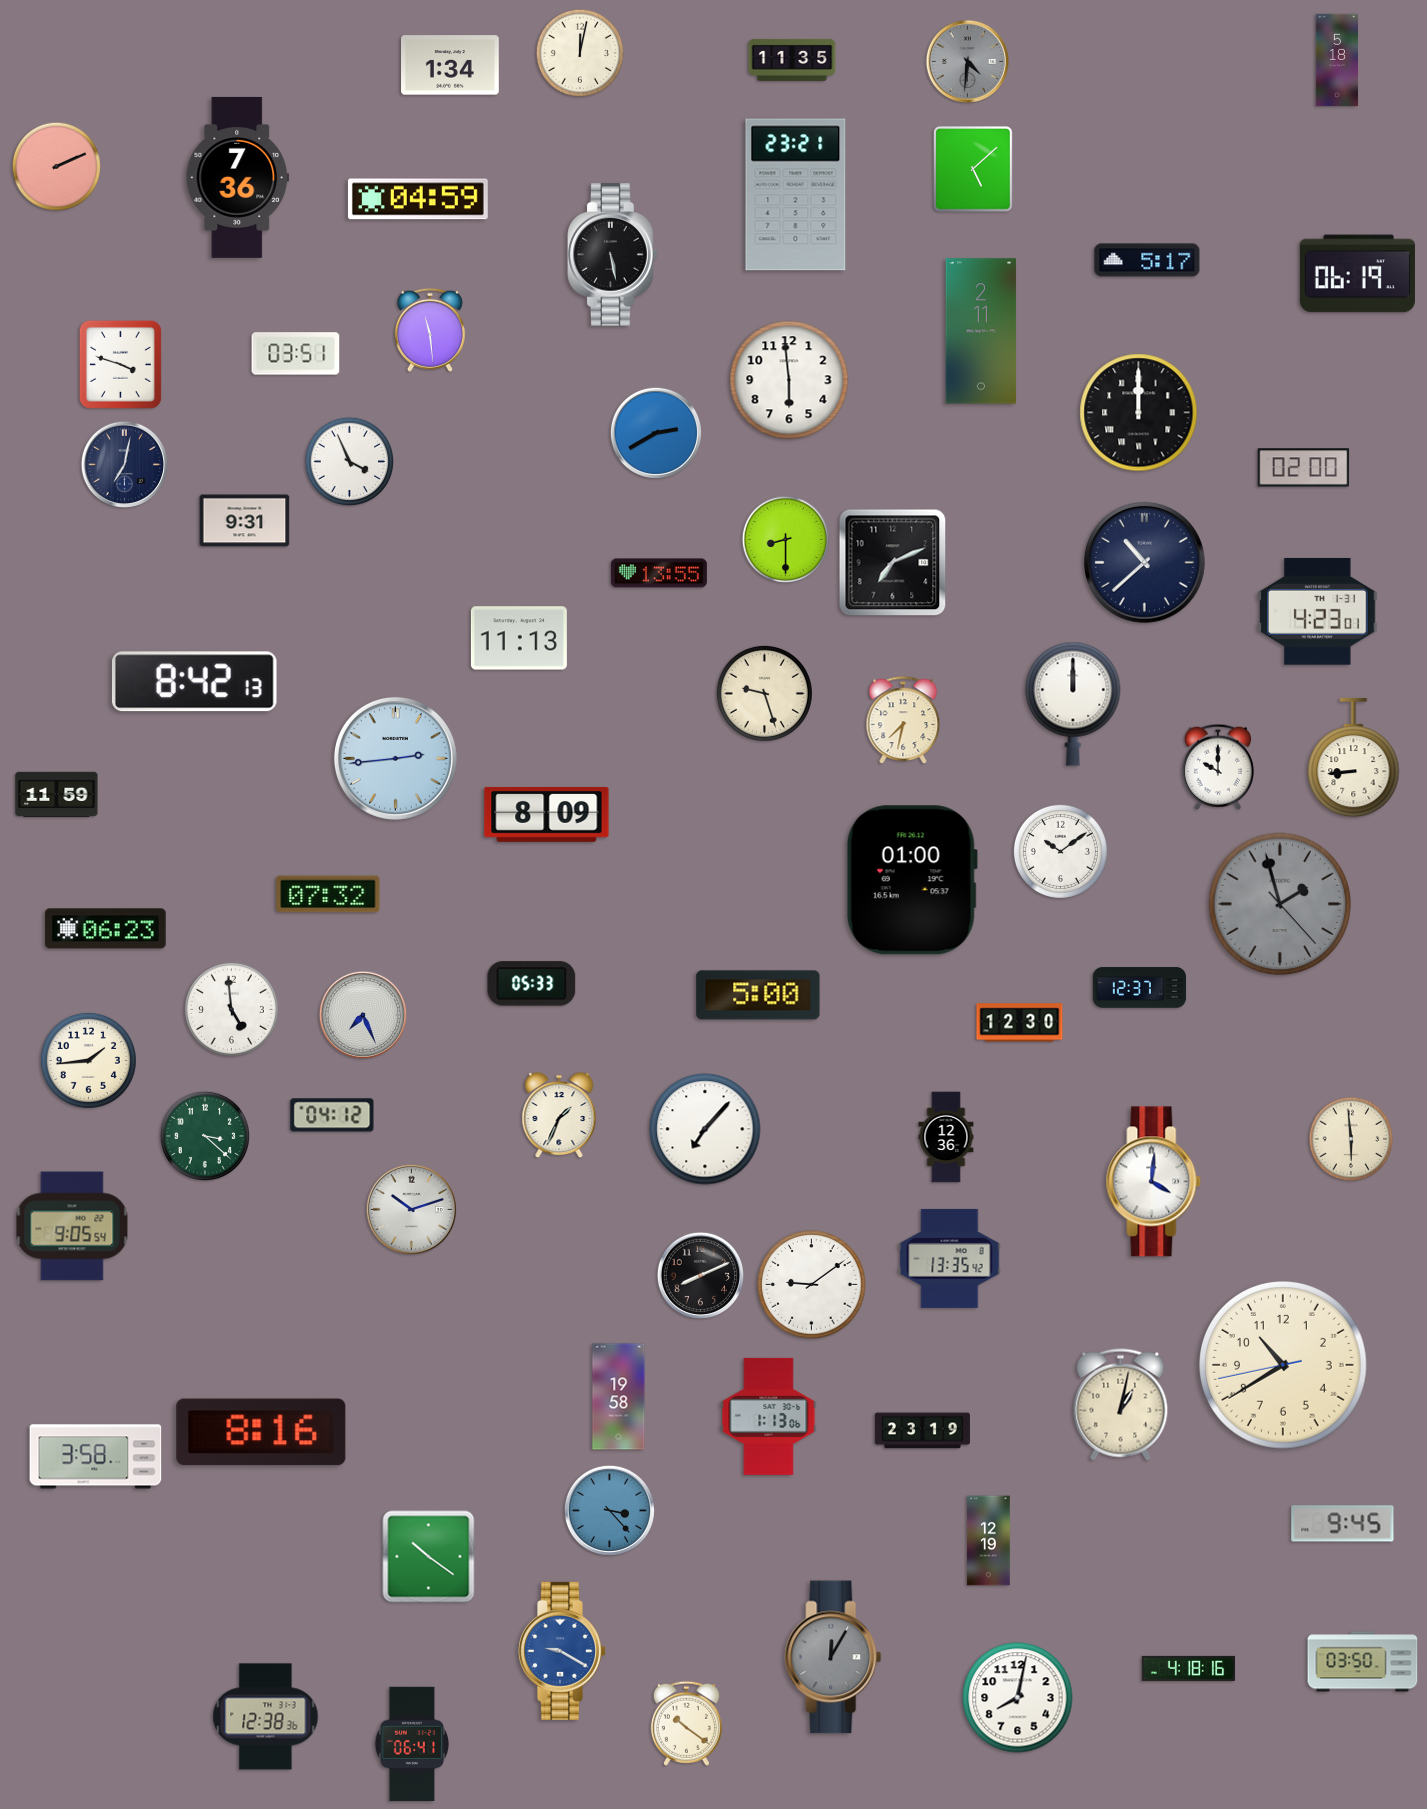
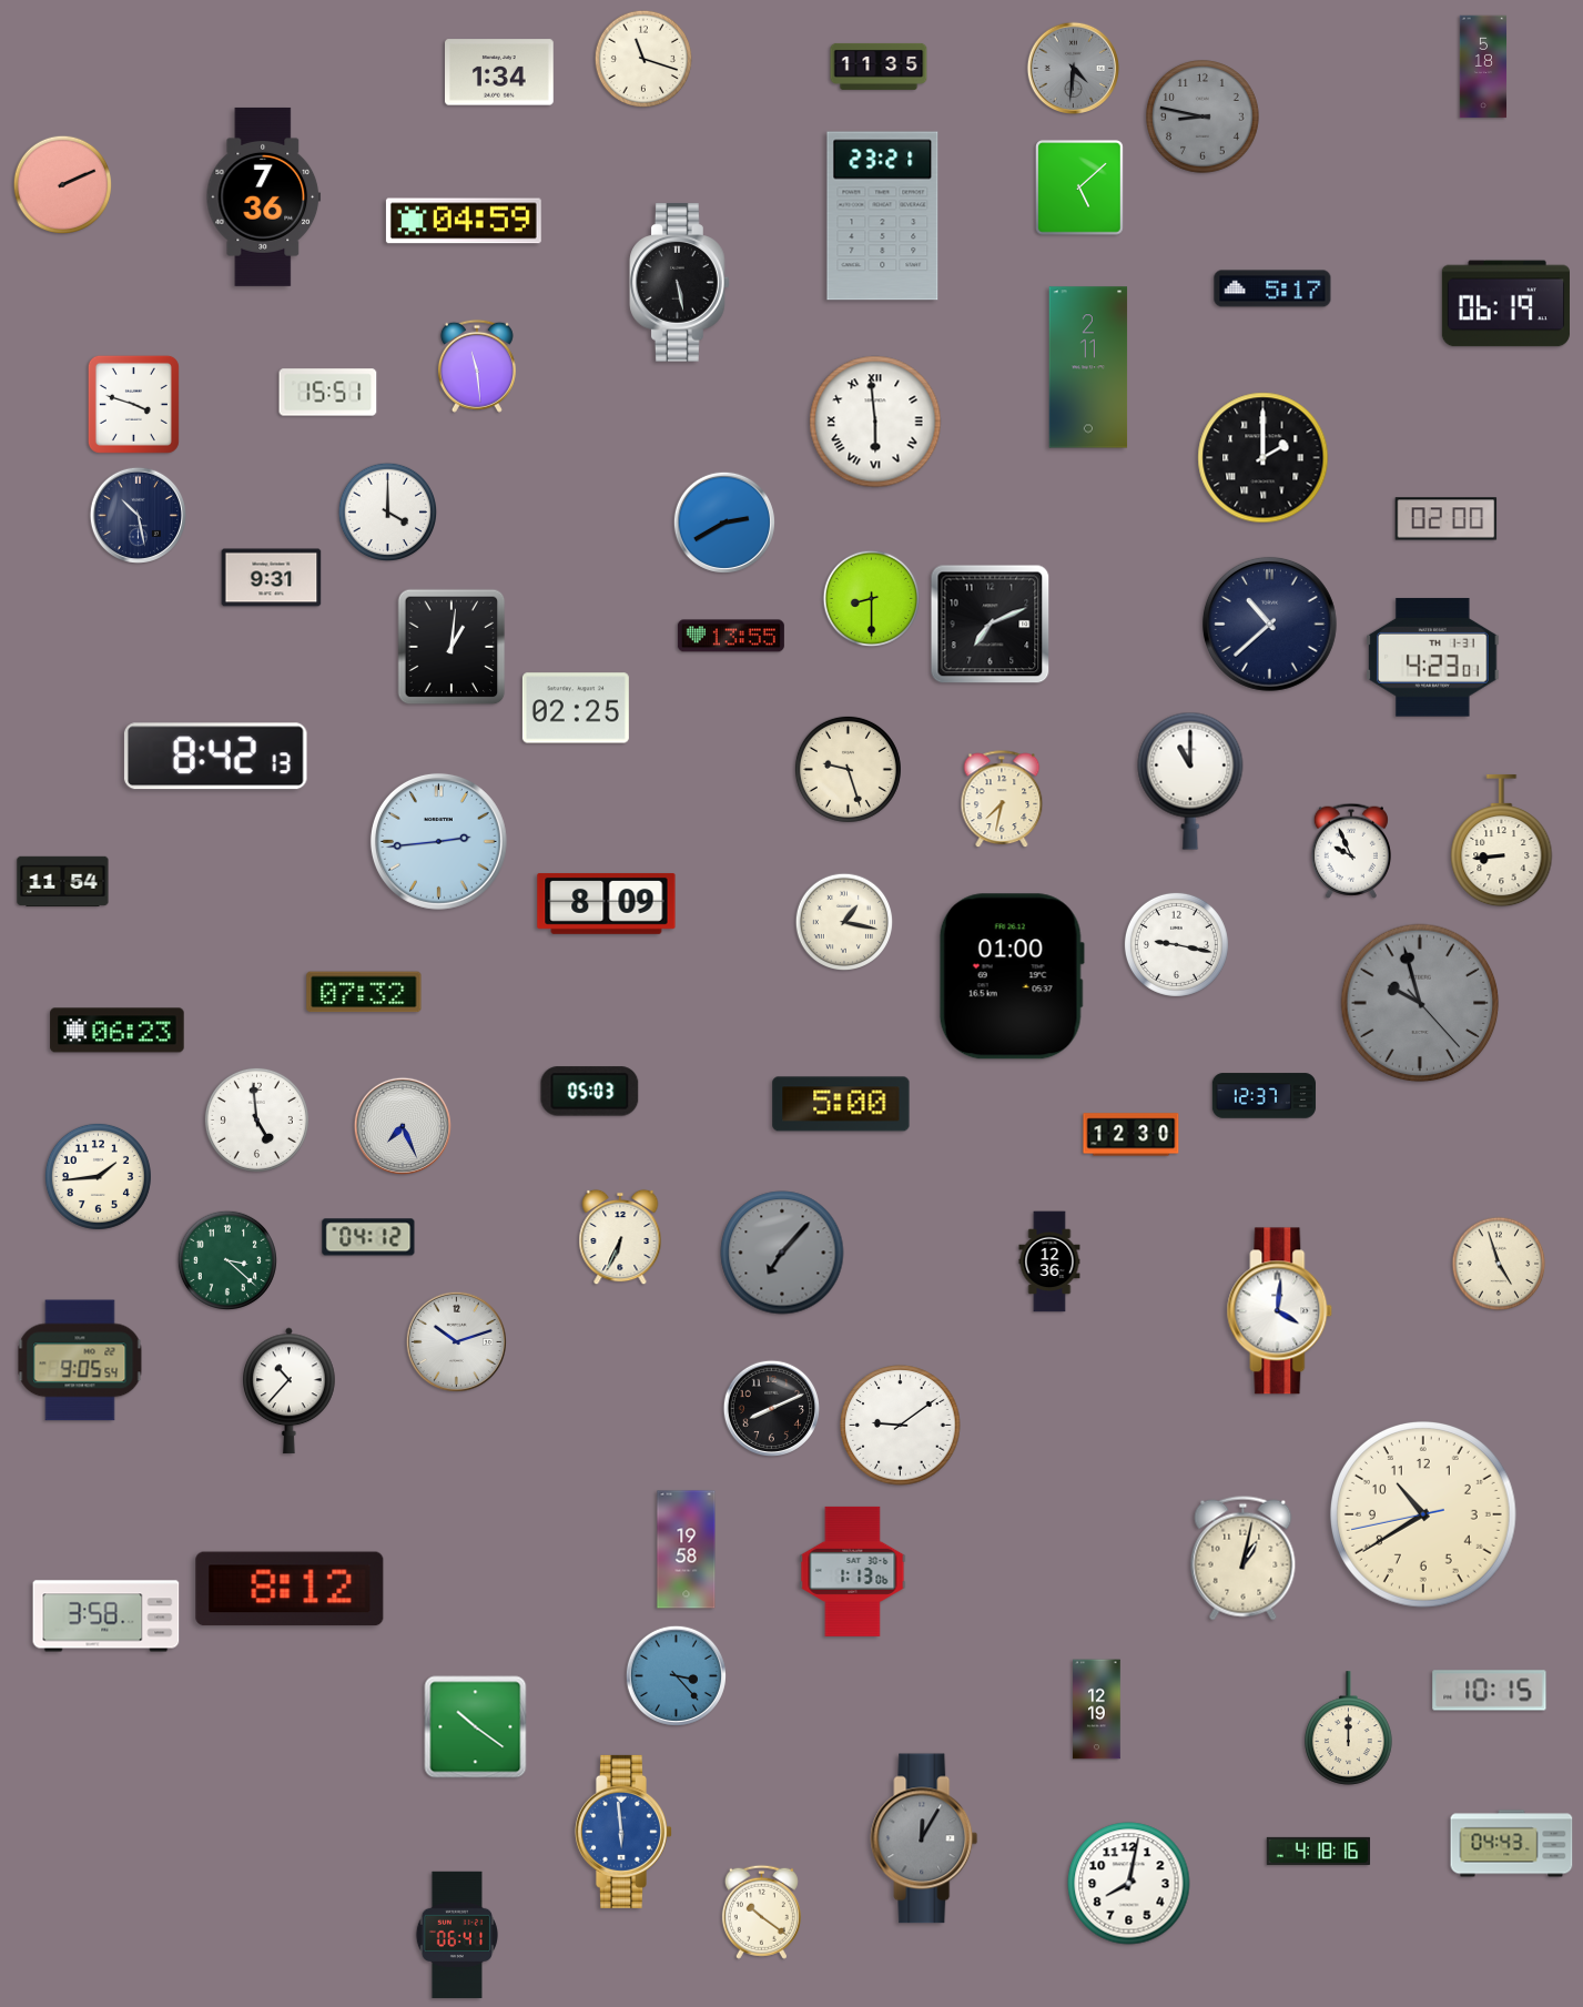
clock at (580, 53): 12:02 -> 11:18
clock at (1204, 118): none -> 8:47
clock at (296, 354): 03:51 -> 15:51
clock at (789, 380) numerals: Arabic -> Roman
clock at (1139, 413): 12:00 -> 2:00
clock at (656, 433) position: (656, 433) -> (724, 523)
clock at (349, 461): 3:56 -> 4:00
clock at (124, 464): 7:02 -> 10:28
clock at (451, 647): none -> 1:01
clock at (1318, 611) position: (1318, 611) -> (1433, 657)
clock at (519, 638): 11:13 -> 02:25
clock at (1073, 704): 12:00 -> 11:00
clock at (1218, 767): 10:00 -> 9:56
clock at (57, 795): 11:59 -> 11:54
clock at (844, 922): none -> 1:17
clock at (1060, 851): 10:09 -> 9:17
clock at (1280, 904): 1:57 -> 9:57
clock at (532, 984): 05:33 -> 05:03
clock at (559, 1115): 1:34 -> 6:34
clock at (705, 1129) dial: white -> grey
clock at (1351, 1139): 5:59 -> 4:57
clock at (290, 1391): none -> 10:37
clock at (950, 1258): 13:35 -> none
clock at (700, 1275) position: (700, 1275) -> (771, 1408)
clock at (922, 1431): 23:19 -> none
clock at (261, 1432): 8:16 -> 8:12
clock at (1343, 1524): 9:45 -> 10:15
clock at (1349, 1729): none -> 12:00
clock at (562, 1651): 9:20 -> 5:59
clock at (1363, 1662): 03:50 -> 04:43
clock at (266, 1717): 12:38 -> none
